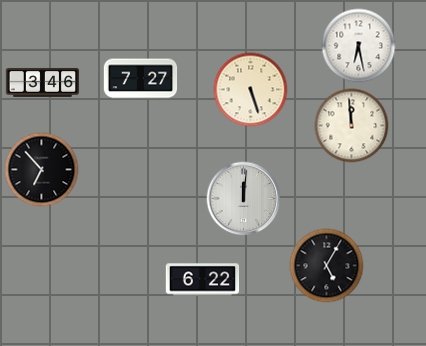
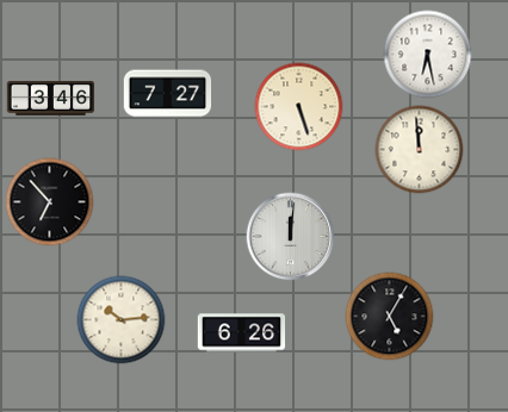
clock at (122, 320): none -> 10:14
clock at (203, 280): 6:22 -> 6:26
